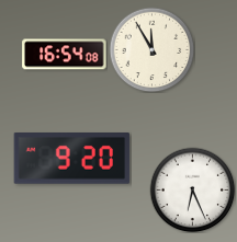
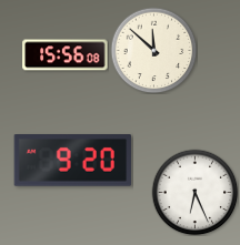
clock at (151, 49): 11:55 -> 11:52
clock at (65, 55): 16:54 -> 15:56
